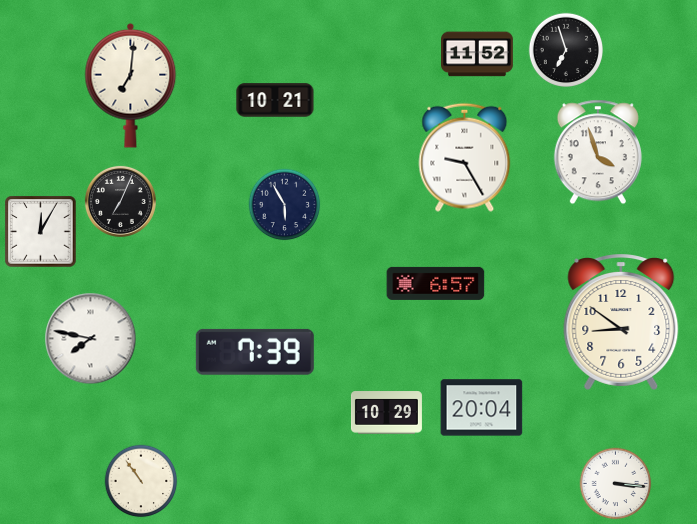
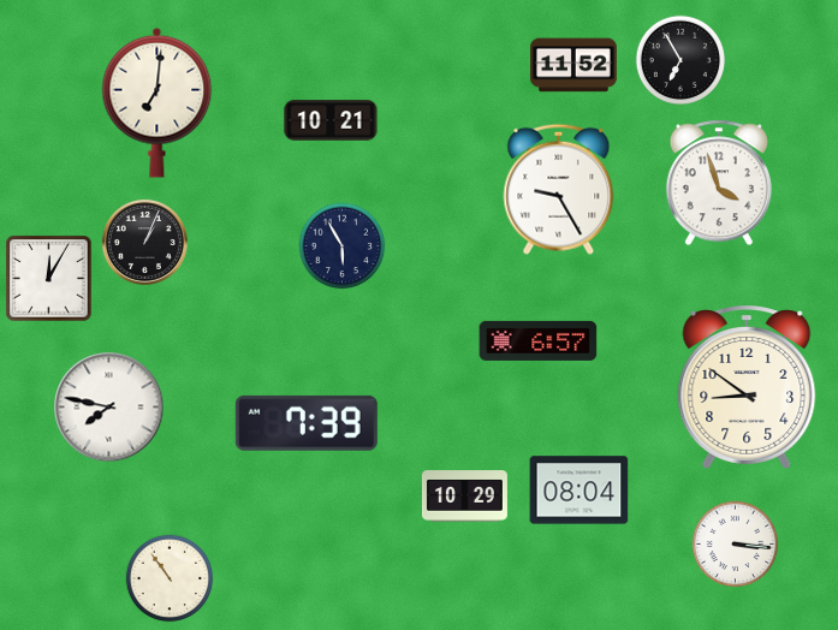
clock at (565, 49): 6:57 -> 6:55
clock at (120, 201): 7:04 -> 1:04
clock at (436, 283) position: (436, 283) -> (539, 340)
clock at (482, 408): 20:04 -> 08:04
clock at (616, 484) position: (616, 484) -> (736, 545)
